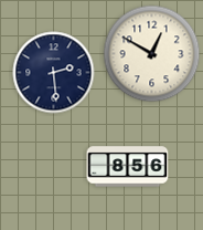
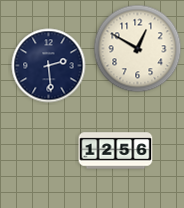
clock at (128, 167): 8:56 -> 12:56
